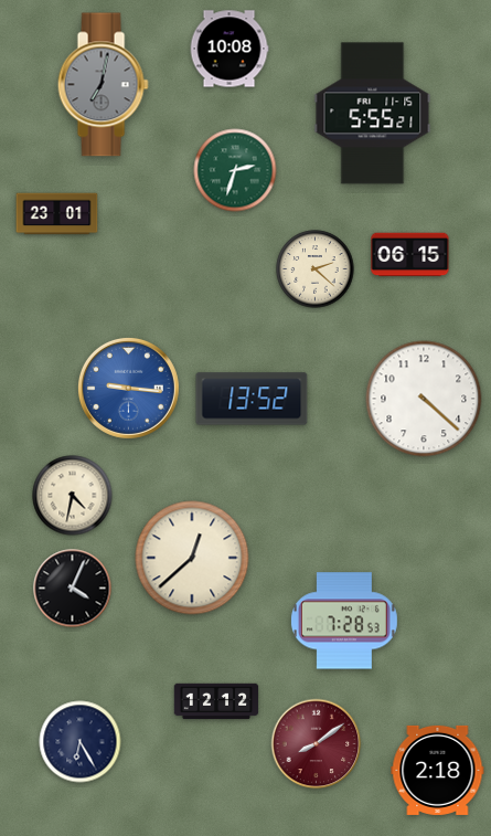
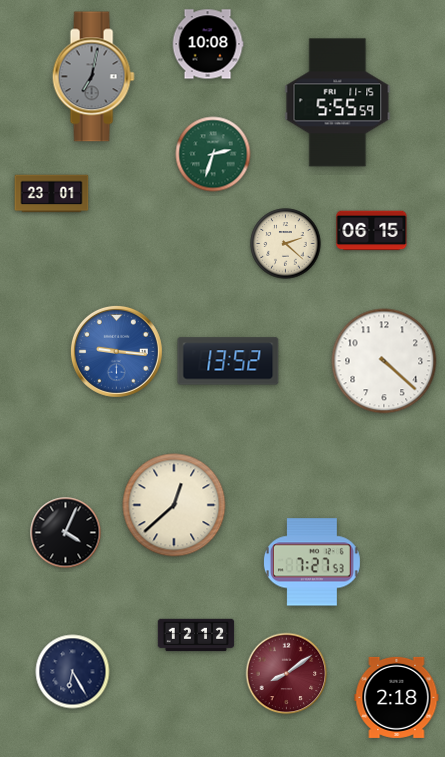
clock at (373, 114): 5:55:21 -> 5:55:59
clock at (73, 496): 4:32 -> none
clock at (344, 621): 7:28 -> 7:27
